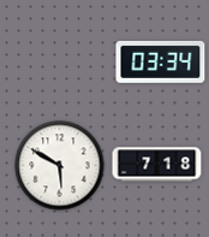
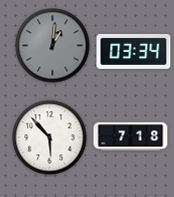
clock at (53, 46): none -> 1:01
clock at (60, 166): 5:50 -> 5:53
